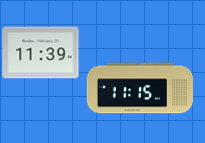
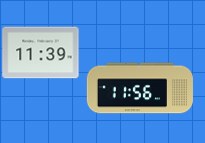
clock at (140, 88): 11:15 -> 11:56
